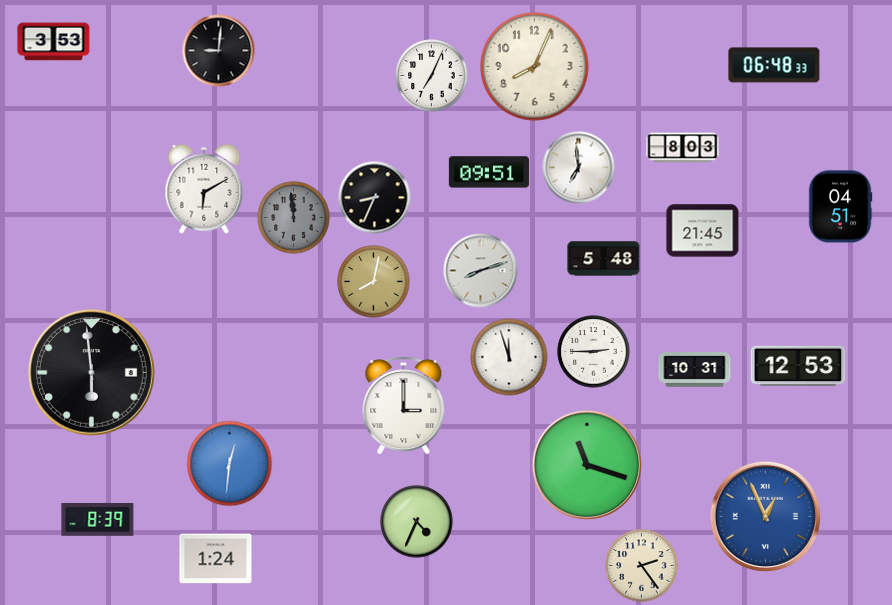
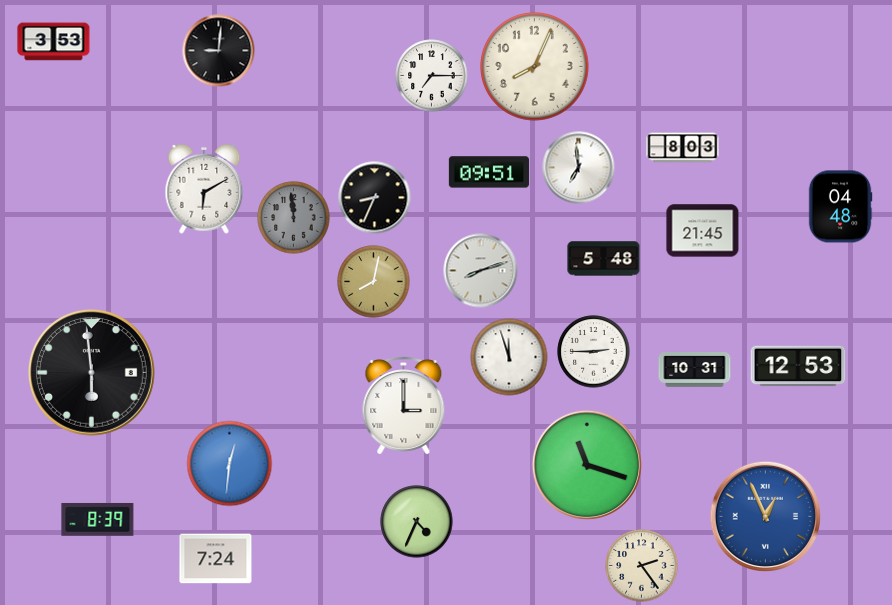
clock at (774, 65): 06:48 -> none
clock at (432, 76): 7:04 -> 7:15
clock at (840, 207): 04:51 -> 04:48
clock at (216, 559): 1:24 -> 7:24
